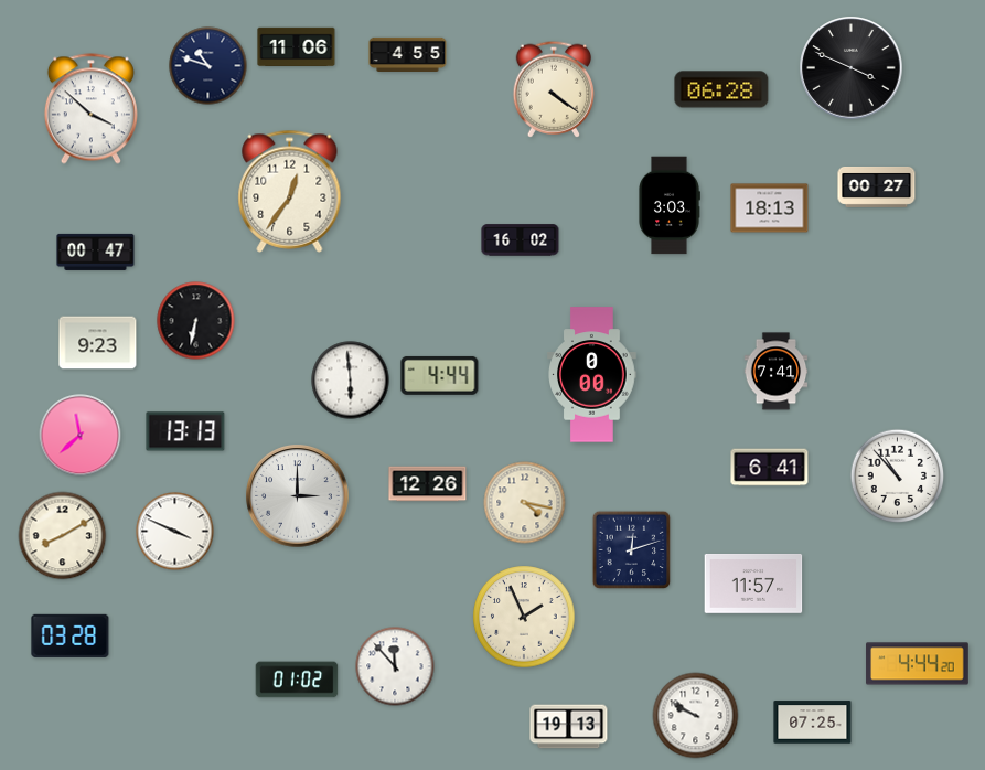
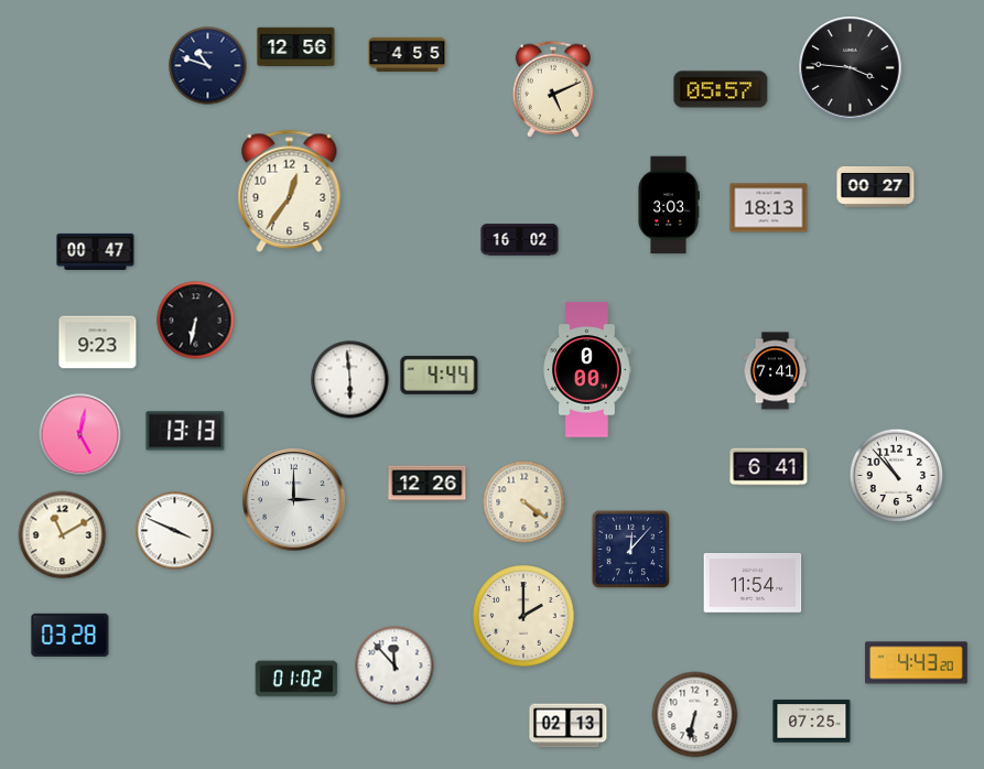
clock at (297, 47): 11:06 -> 12:56
clock at (852, 68): 3:49 -> 3:46
clock at (554, 89): 4:21 -> 5:11
clock at (721, 89): 06:28 -> 05:57
clock at (90, 109): 3:52 -> none
clock at (592, 375) position: (592, 375) -> (587, 370)
clock at (81, 436): 11:38 -> 5:02
clock at (298, 496) position: (298, 496) -> (294, 500)
clock at (525, 503): 4:17 -> 4:21
clock at (63, 536): 8:10 -> 11:10
clock at (632, 550): 12:12 -> 12:07
clock at (753, 584): 11:57 -> 11:54
clock at (524, 617): 1:56 -> 2:00
clock at (918, 664): 4:44 -> 4:43
clock at (696, 716): 9:50 -> 6:32
clock at (569, 727): 19:13 -> 02:13
